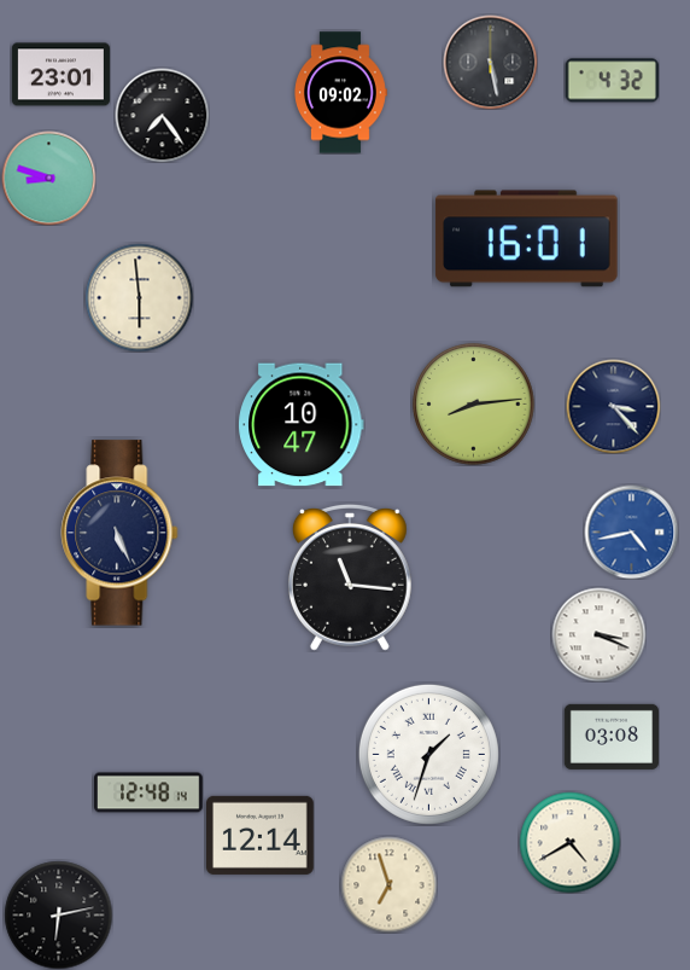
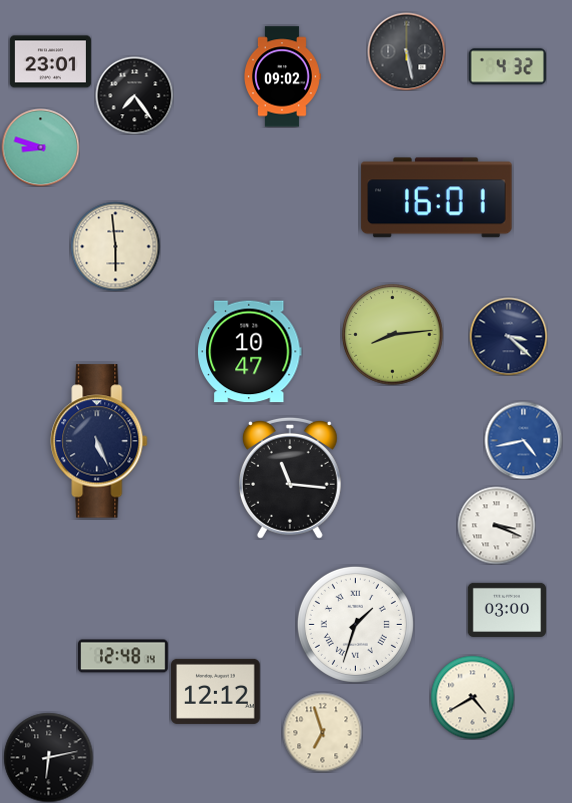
clock at (613, 406): 3:23 -> 3:22
clock at (610, 737): 03:08 -> 03:00
clock at (261, 835): 12:14 -> 12:12
